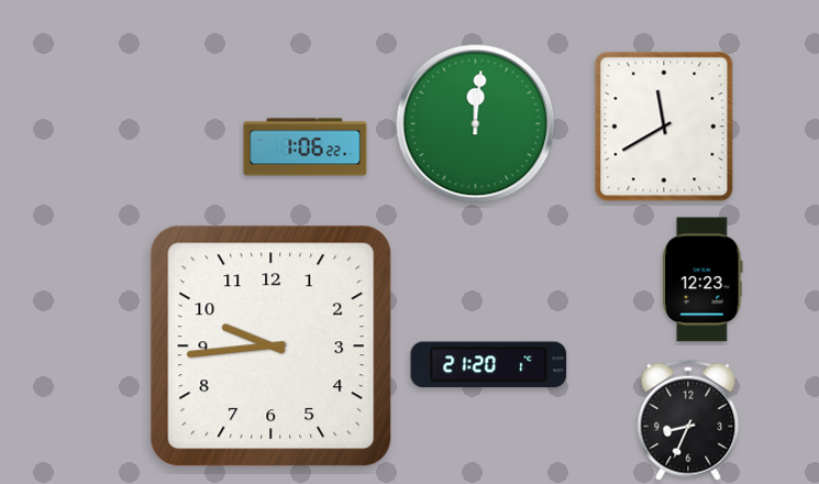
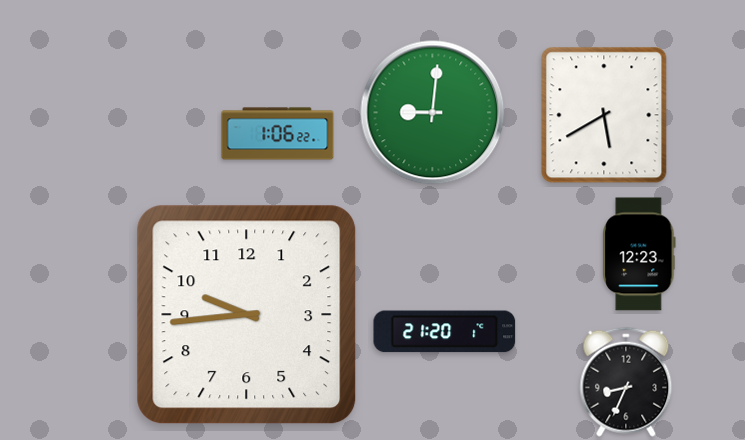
clock at (476, 124): 12:01 -> 9:01
clock at (664, 127): 11:40 -> 5:40
